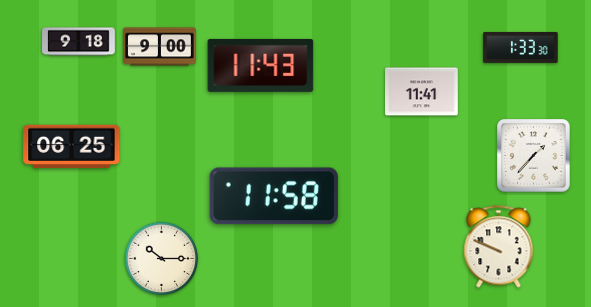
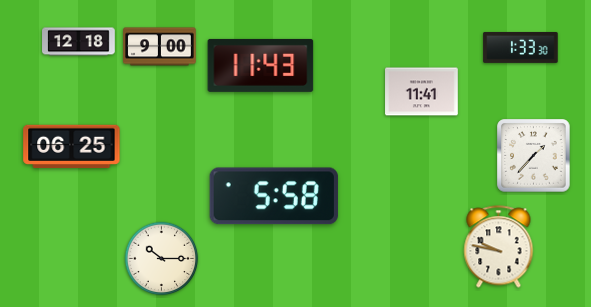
clock at (79, 42): 9:18 -> 12:18
clock at (274, 196): 11:58 -> 5:58
clock at (499, 247): 9:49 -> 9:47
